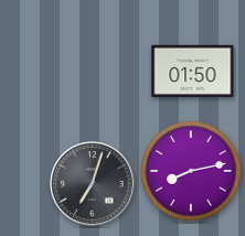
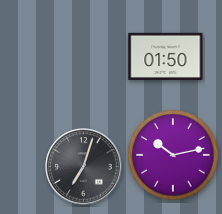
clock at (193, 71) position: (193, 71) -> (166, 56)
clock at (191, 171): 8:13 -> 10:13
